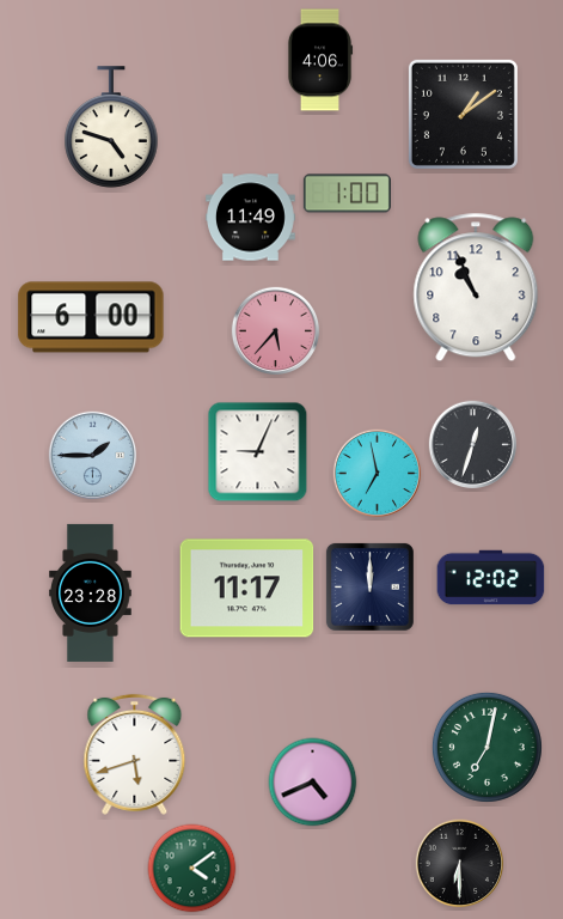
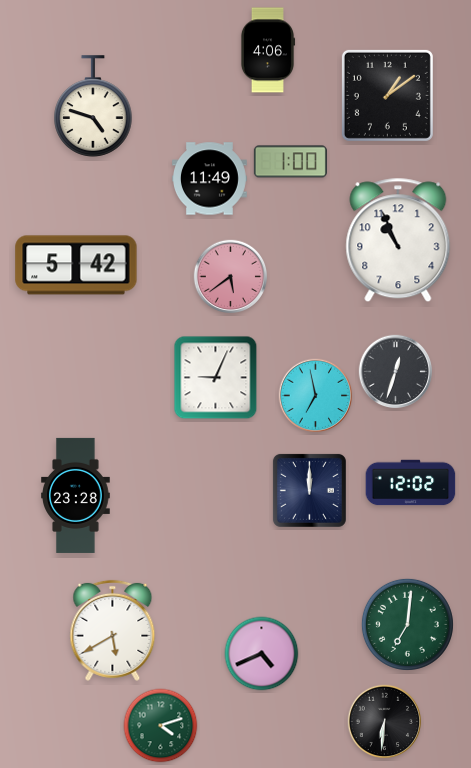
clock at (251, 218) position: (251, 218) -> (210, 179)
clock at (91, 317): 6:00 -> 5:42
clock at (276, 331): 5:37 -> 5:39
clock at (93, 456): 1:45 -> none
clock at (247, 589): 11:17 -> none
clock at (486, 747): 7:02 -> 7:01
clock at (135, 754): 5:42 -> 5:40
clock at (460, 864): 6:30 -> 6:31
clock at (192, 869): 4:09 -> 4:12
